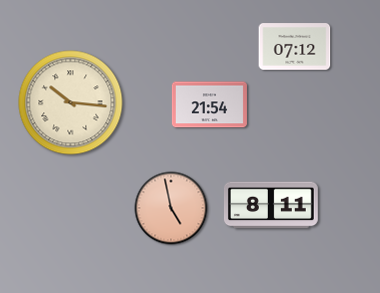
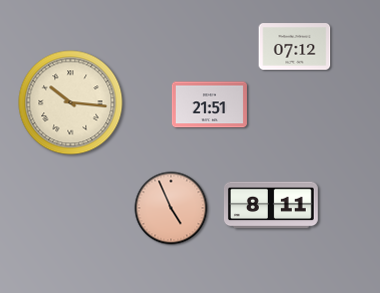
clock at (209, 105): 21:54 -> 21:51
clock at (171, 208): 4:58 -> 4:56
